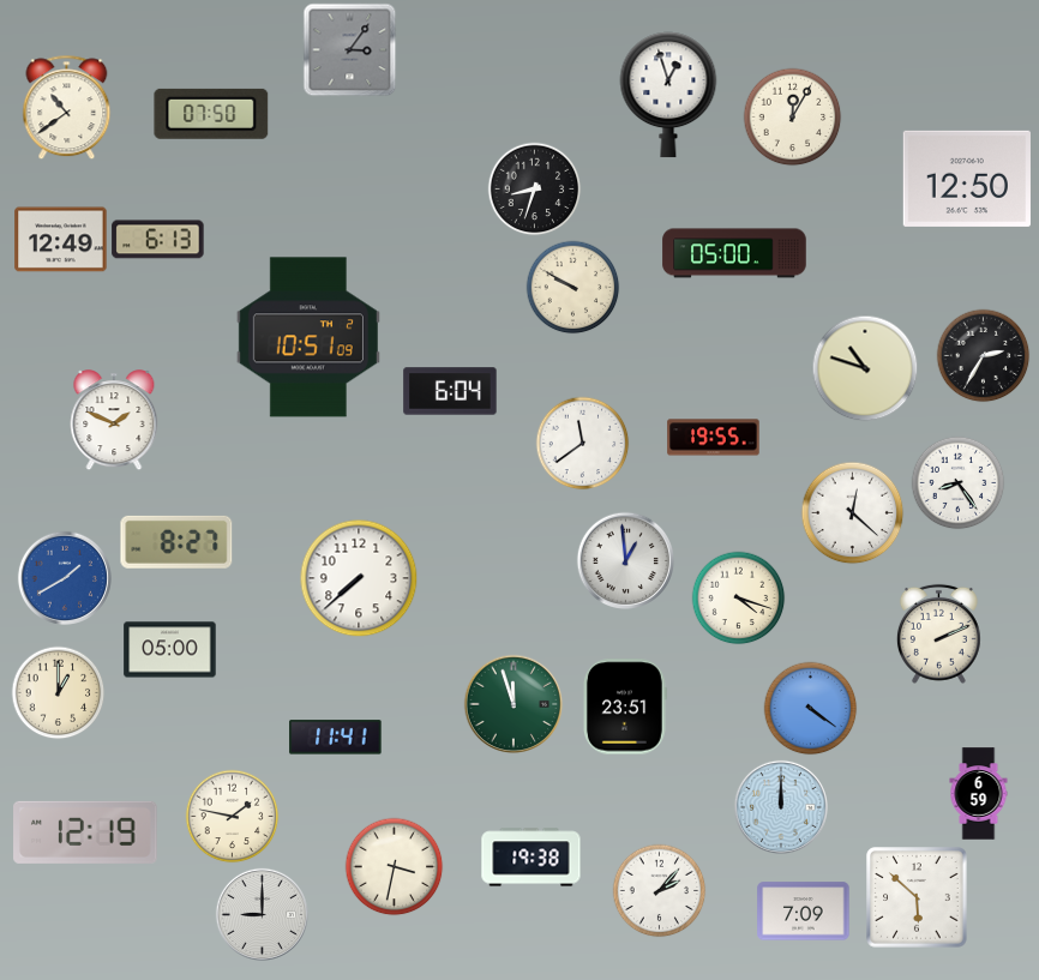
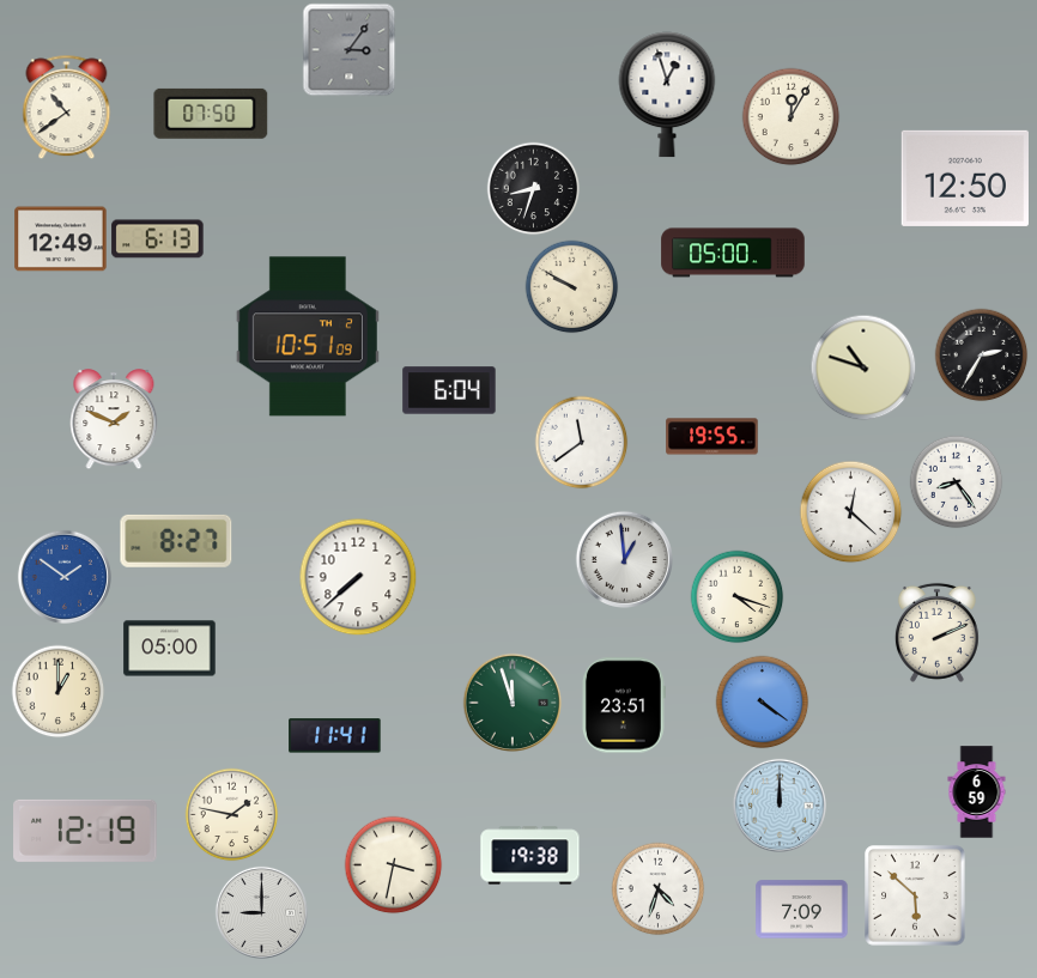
clock at (65, 578): 1:40 -> 1:51
clock at (810, 708) position: (810, 708) -> (762, 701)
clock at (659, 890): 2:07 -> 4:33
